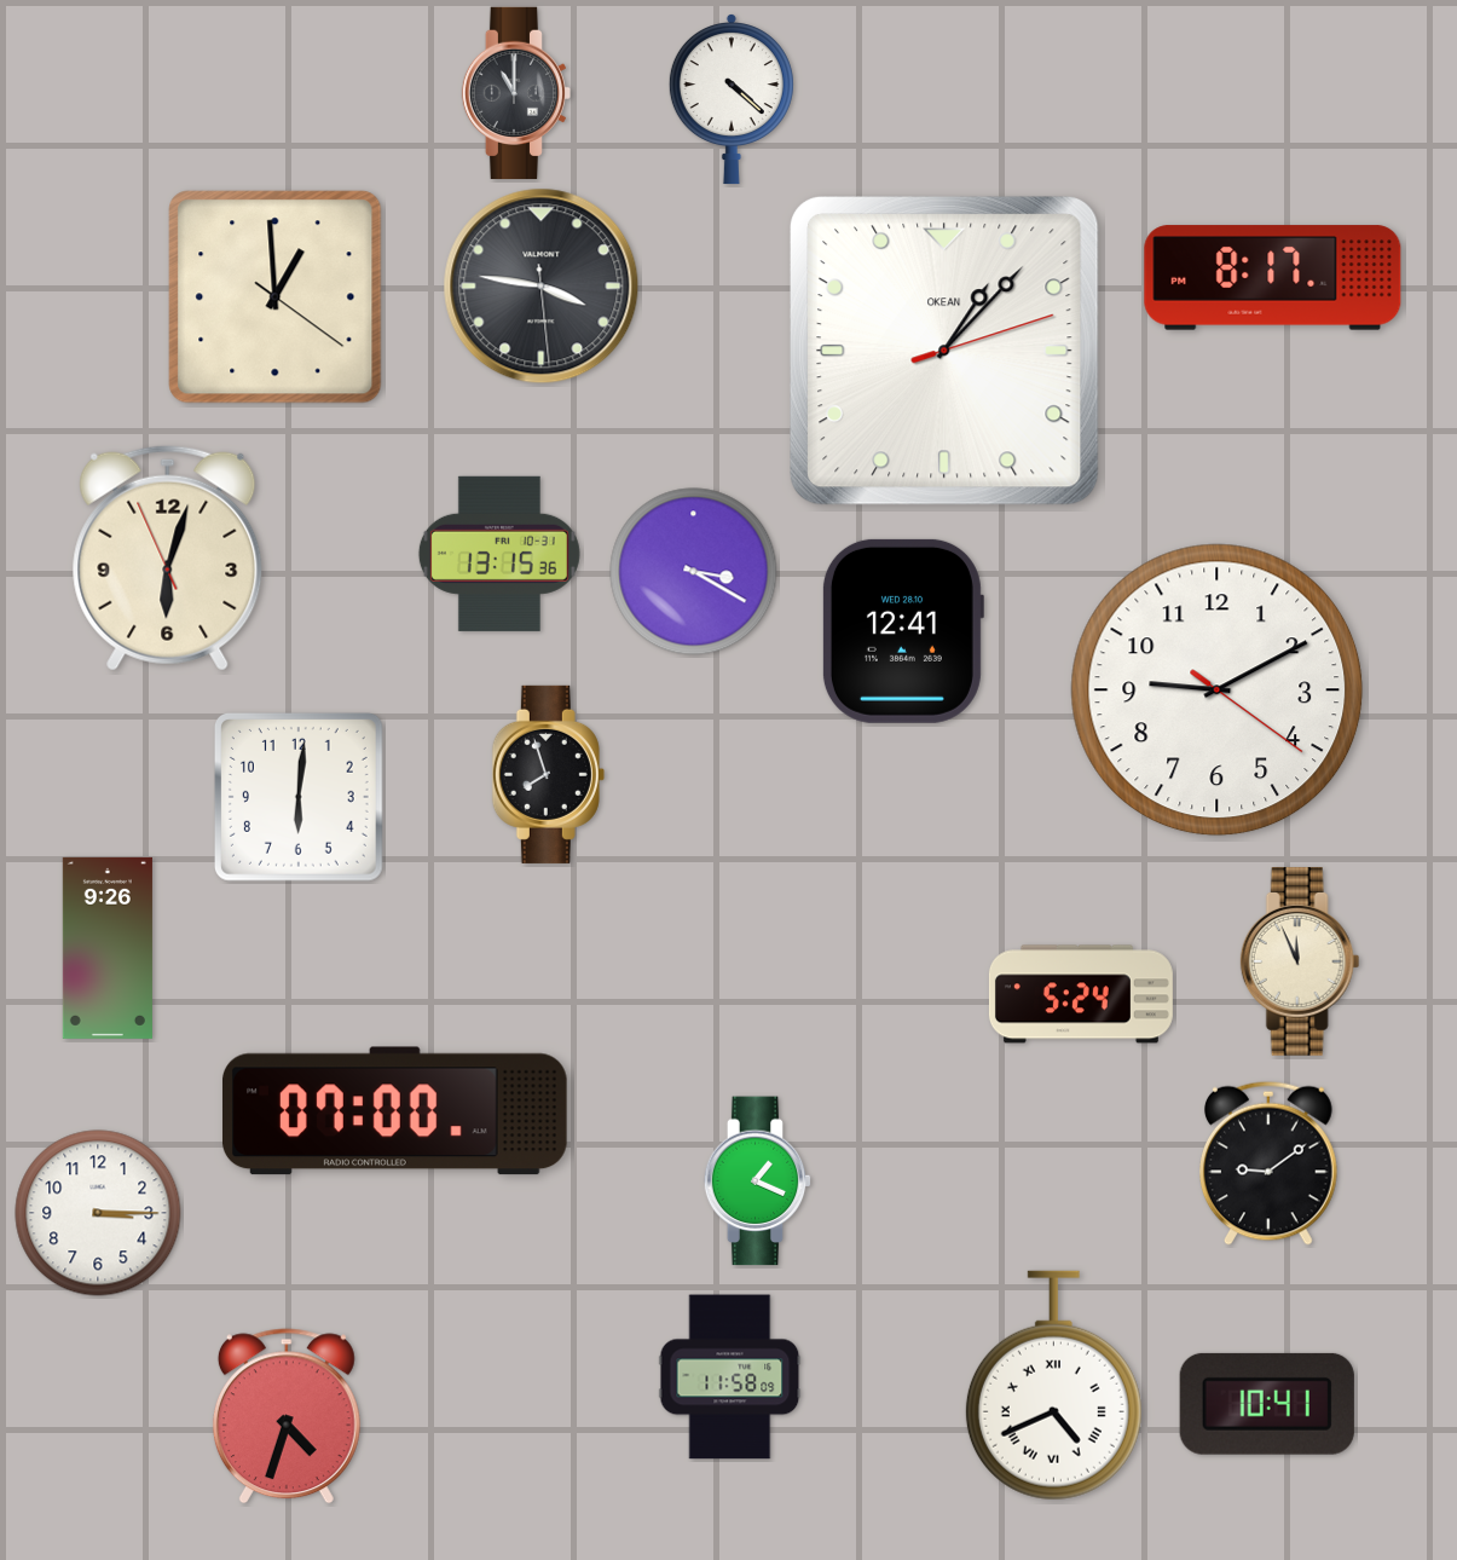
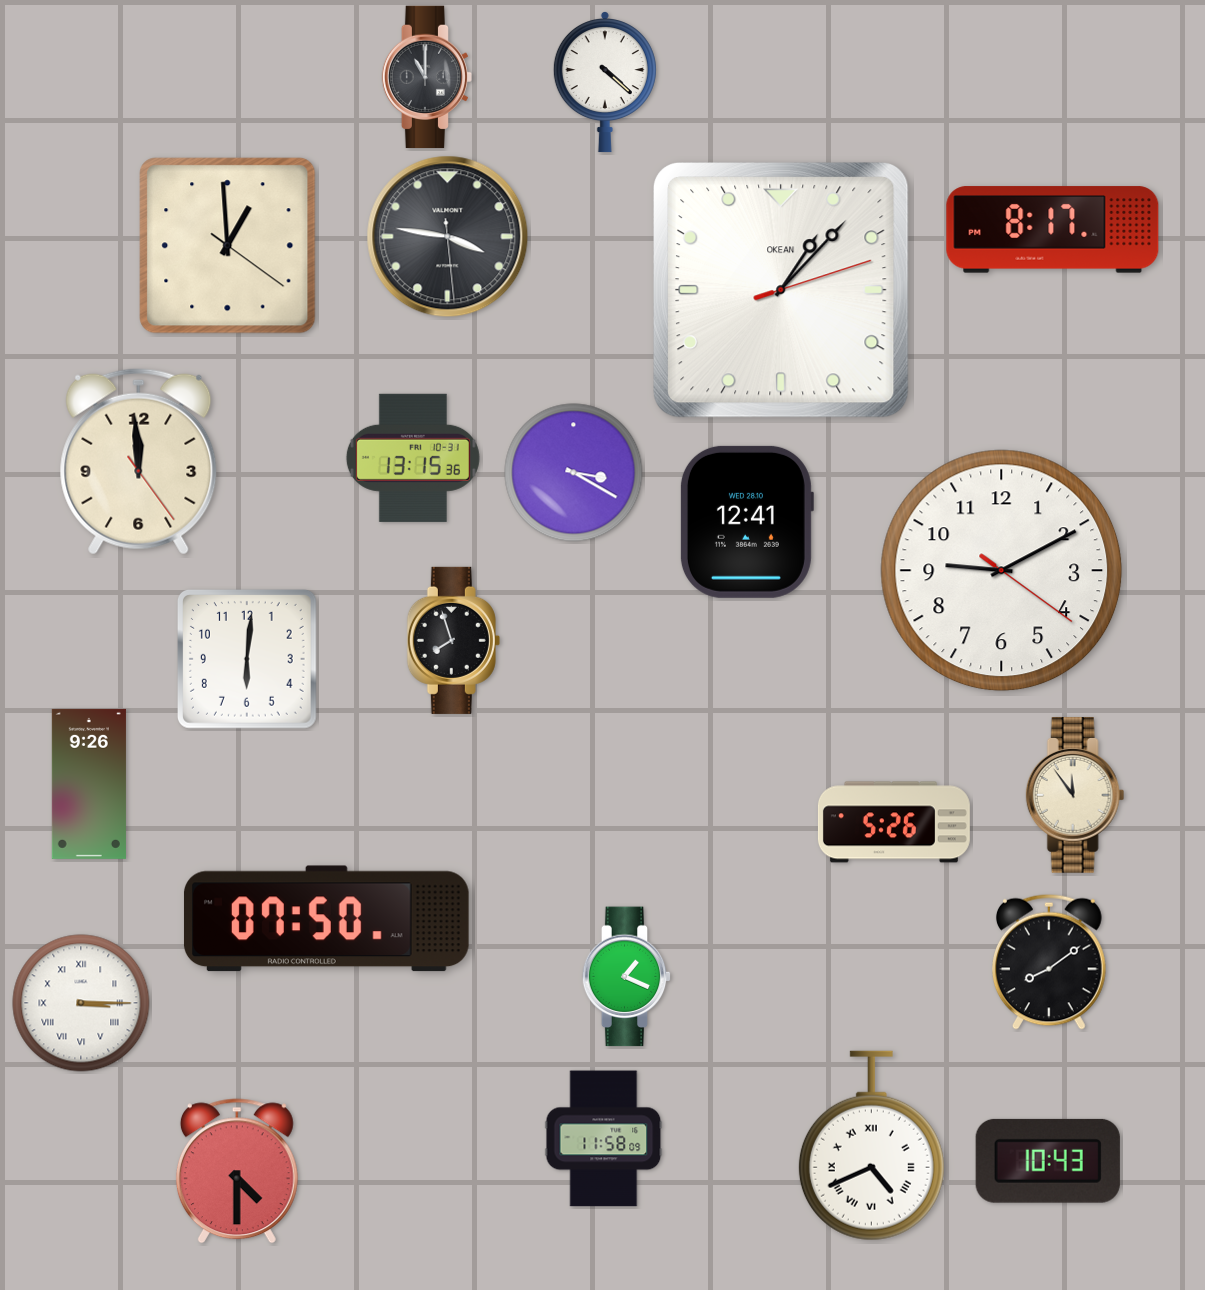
clock at (168, 557): 6:02 -> 11:59
clock at (1218, 691) position: (1218, 691) -> (1002, 571)
clock at (1300, 963): 11:56 -> 11:54
clock at (1081, 994): 5:24 -> 5:26
clock at (394, 1111): 07:00 -> 07:50
clock at (1270, 1163): 9:09 -> 8:09
clock at (98, 1213) numerals: Arabic -> Roman
clock at (1267, 1404): 10:41 -> 10:43
clock at (287, 1416): 4:33 -> 4:30
